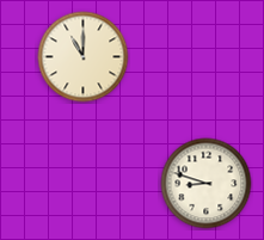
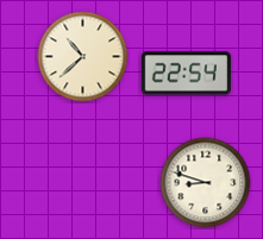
clock at (84, 57): 11:00 -> 10:38
clock at (186, 74): none -> 22:54
